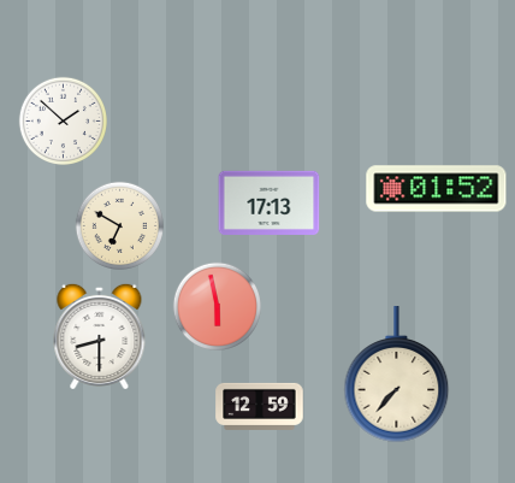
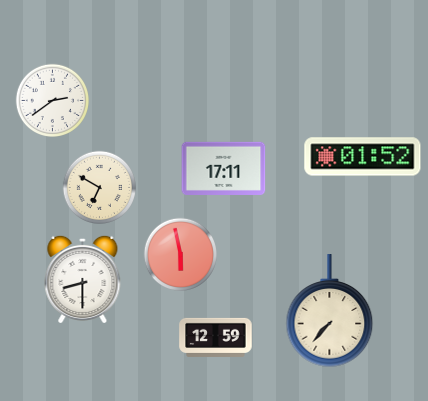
clock at (63, 120): 1:52 -> 2:39
clock at (270, 202): 17:13 -> 17:11
